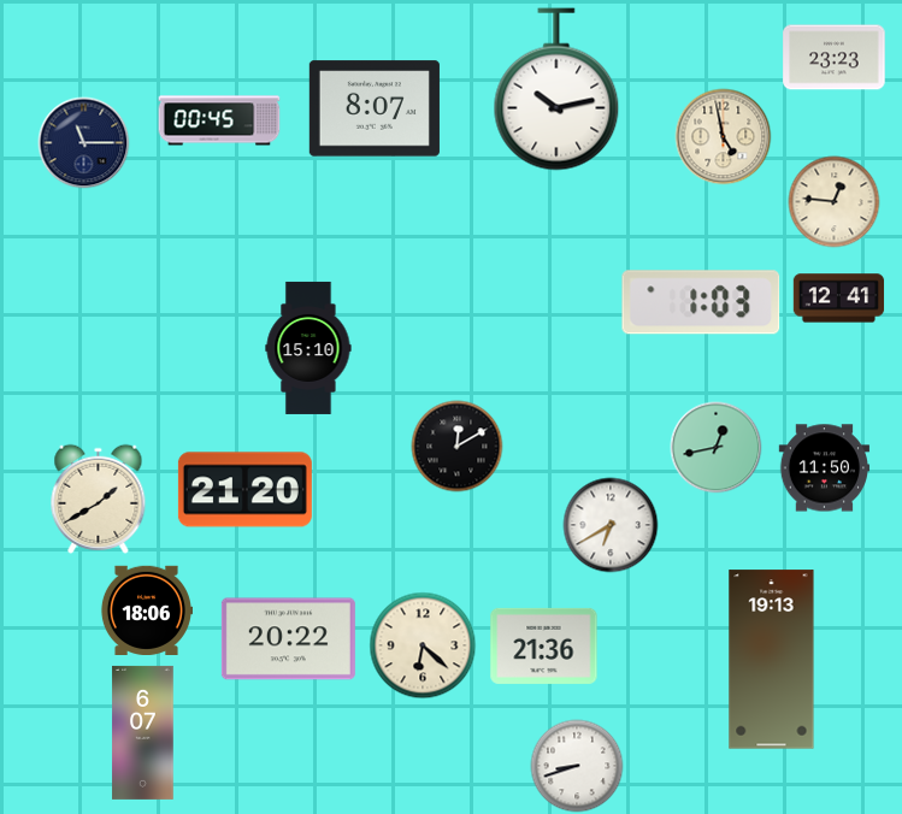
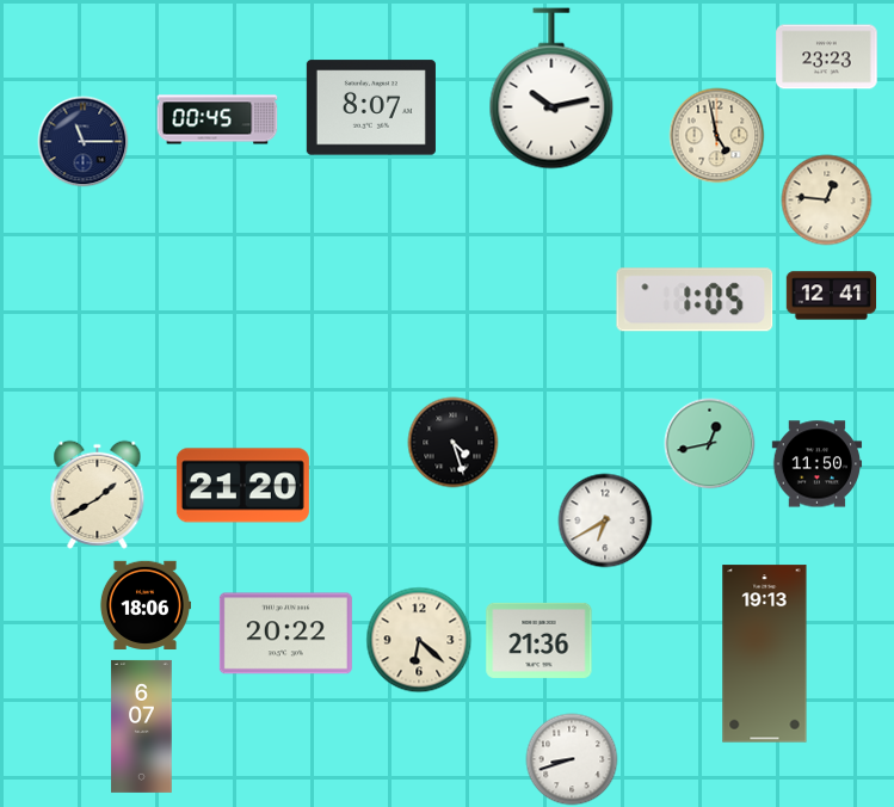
clock at (701, 302): 1:03 -> 1:05
clock at (308, 348): 15:10 -> none
clock at (458, 447): 12:10 -> 4:27
